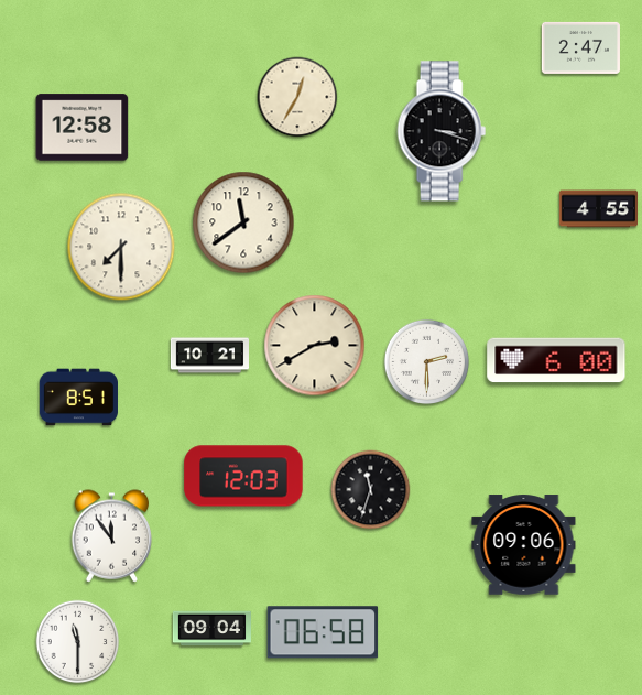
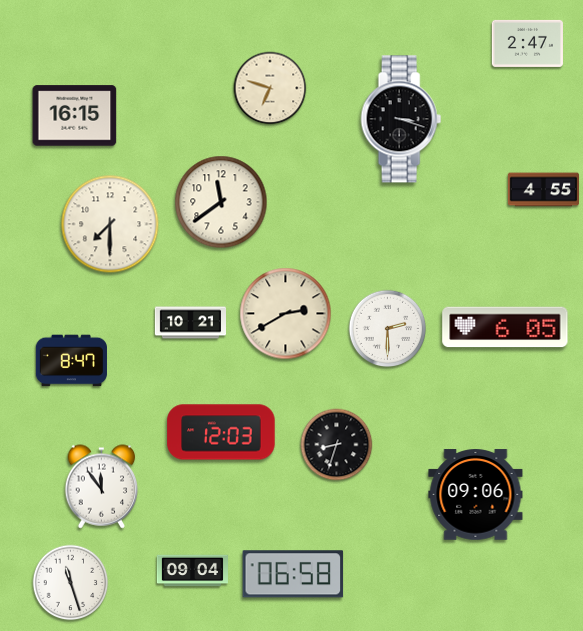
clock at (297, 97): 12:35 -> 6:48
clock at (83, 128): 12:58 -> 16:15
clock at (556, 360): 6:00 -> 6:05
clock at (78, 398): 8:51 -> 8:47
clock at (371, 490): 11:33 -> 8:33
clock at (78, 642): 11:30 -> 11:27
